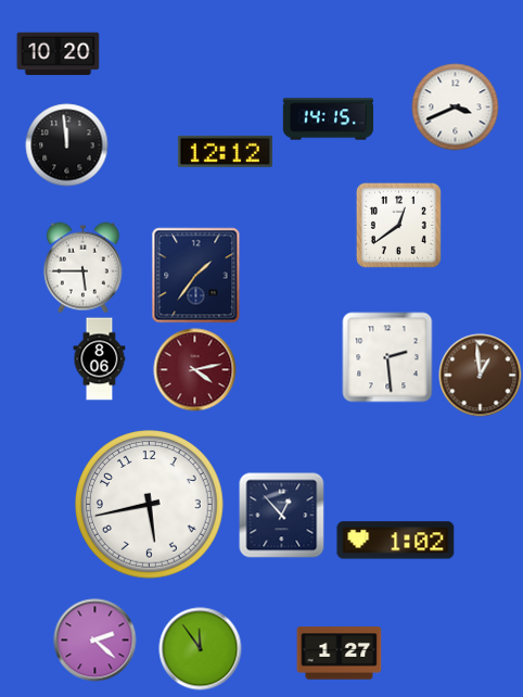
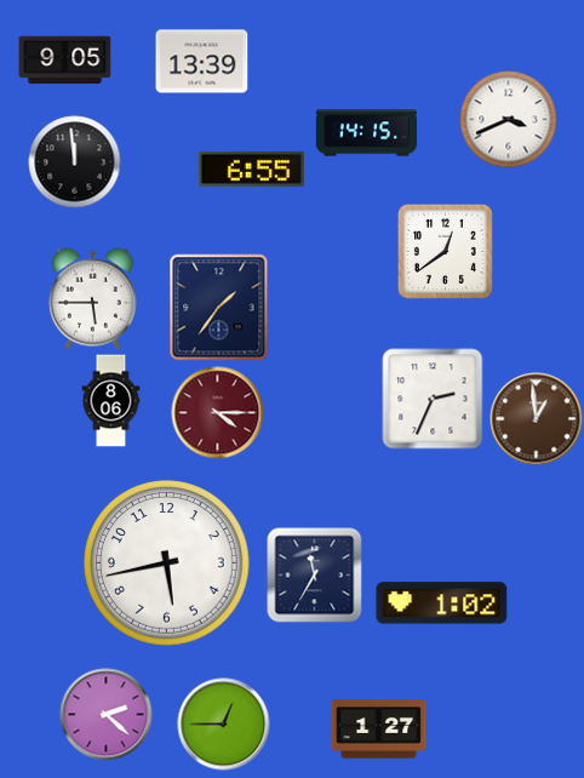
clock at (59, 54): 10:20 -> 9:05
clock at (202, 62): none -> 13:39
clock at (225, 151): 12:12 -> 6:55
clock at (387, 357): 2:29 -> 2:34
clock at (195, 370): 4:13 -> 4:15
clock at (282, 516): 12:53 -> 11:35
clock at (201, 649): 11:54 -> 12:45
